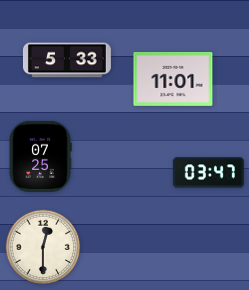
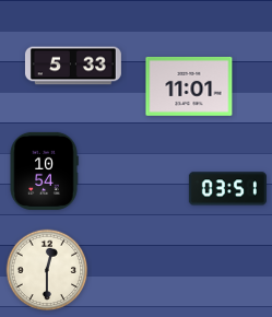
clock at (40, 156): 07:25 -> 10:54
clock at (208, 173): 03:47 -> 03:51
